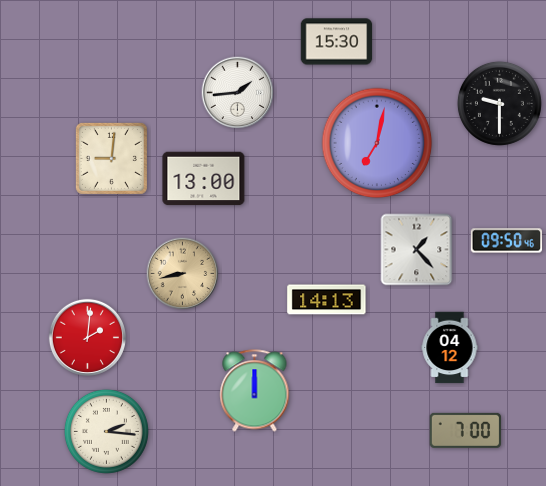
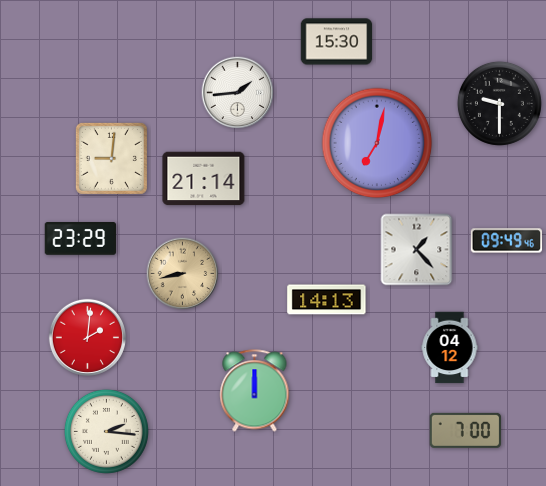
clock at (204, 179): 13:00 -> 21:14
clock at (81, 239): none -> 23:29
clock at (507, 241): 09:50 -> 09:49
